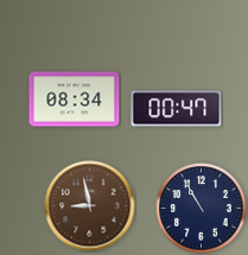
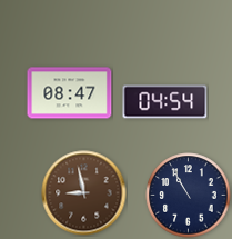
clock at (75, 100): 08:34 -> 08:47
clock at (177, 109): 00:47 -> 04:54
